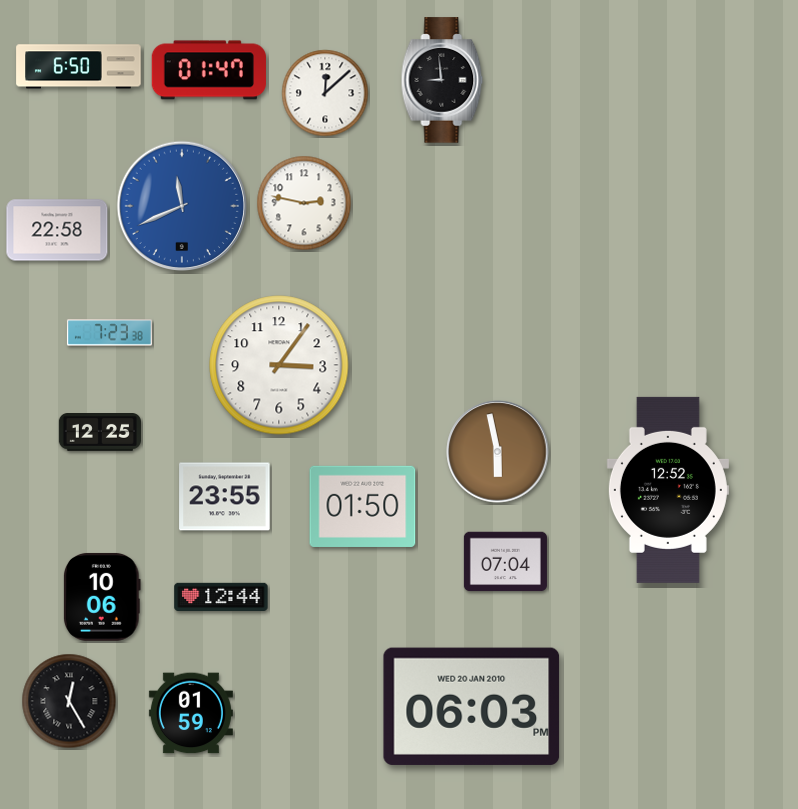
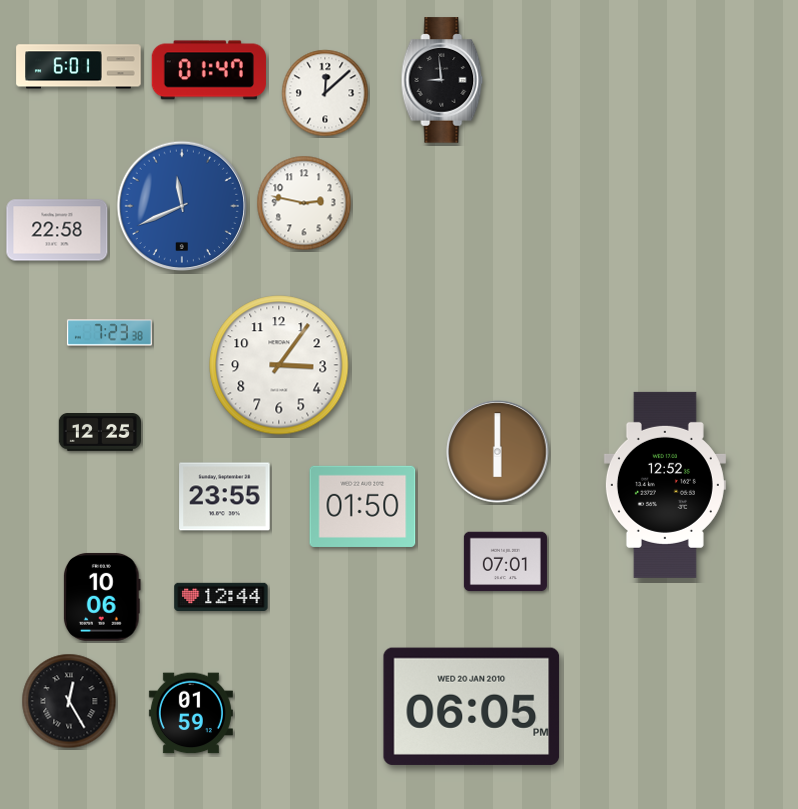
clock at (79, 67): 6:50 -> 6:01
clock at (498, 452): 5:58 -> 6:00
clock at (668, 490) position: (668, 490) -> (665, 485)
clock at (505, 562): 07:04 -> 07:01
clock at (472, 706): 06:03 -> 06:05
